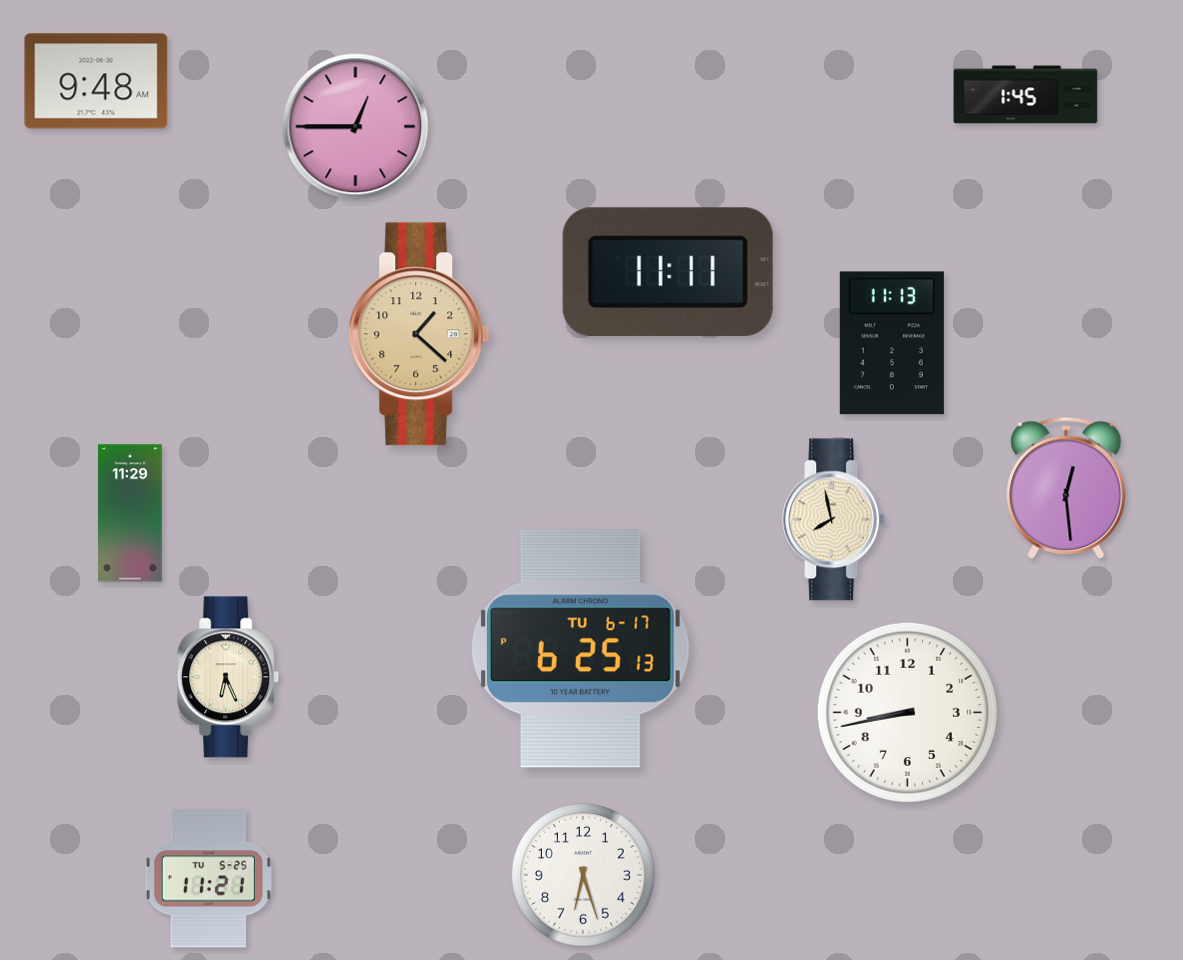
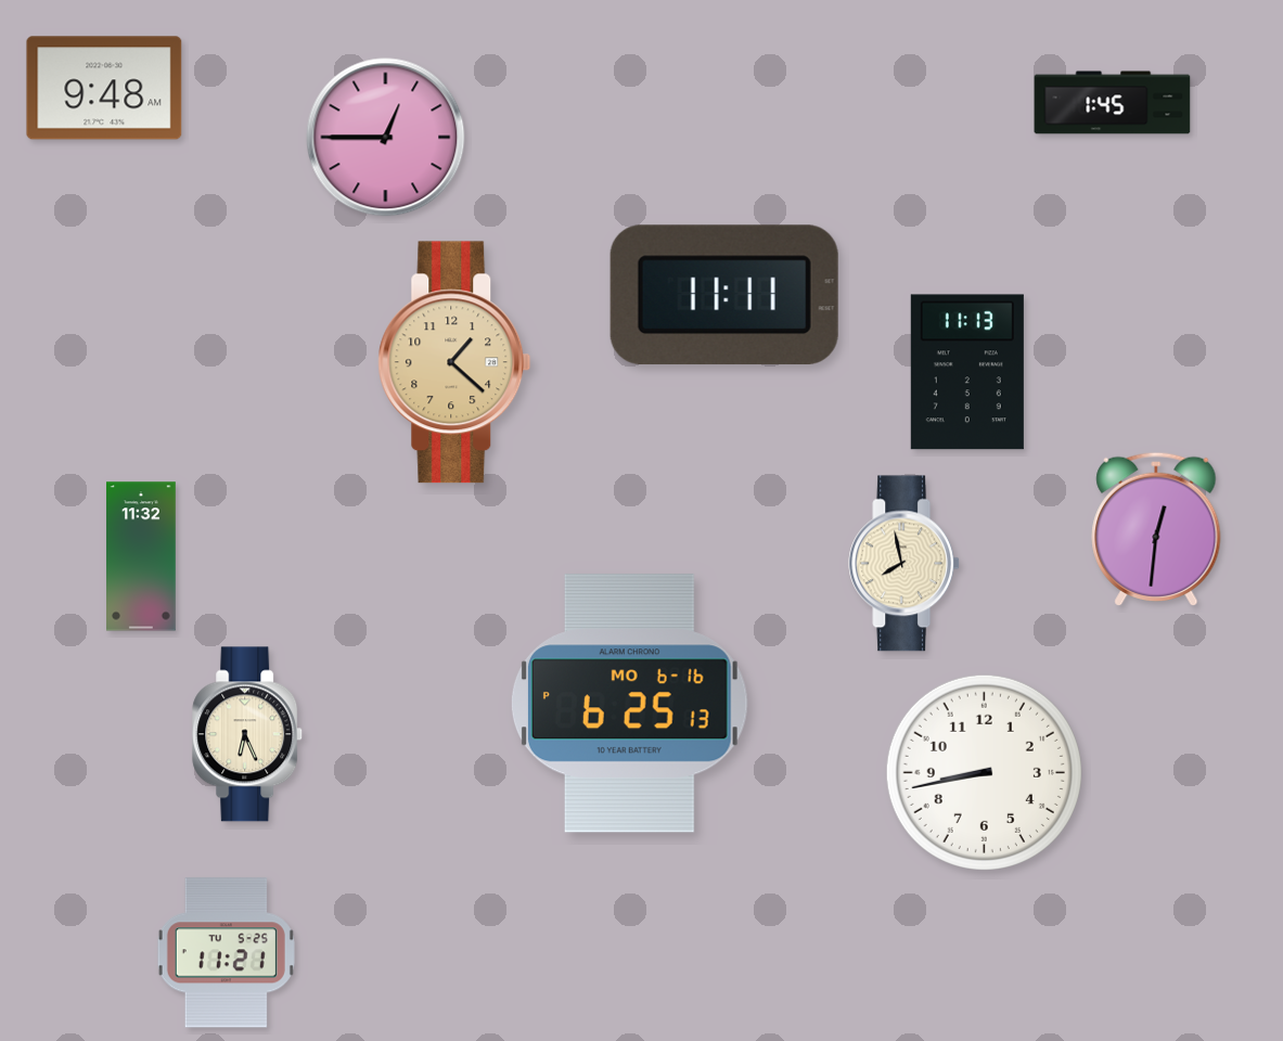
clock at (1066, 488): 12:29 -> 12:31
clock at (130, 513): 11:29 -> 11:32
clock at (580, 649) date: TU 6-17 -> MO 6-16
clock at (583, 875): 6:27 -> none
